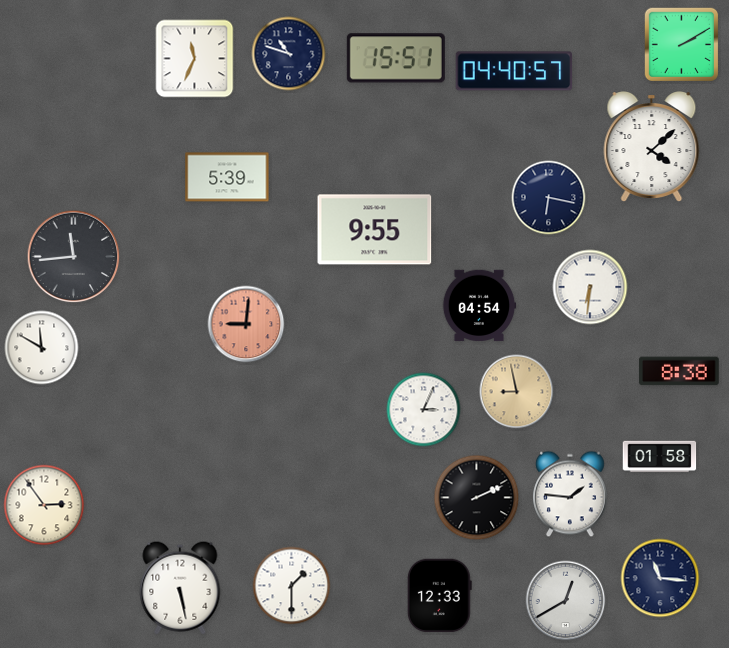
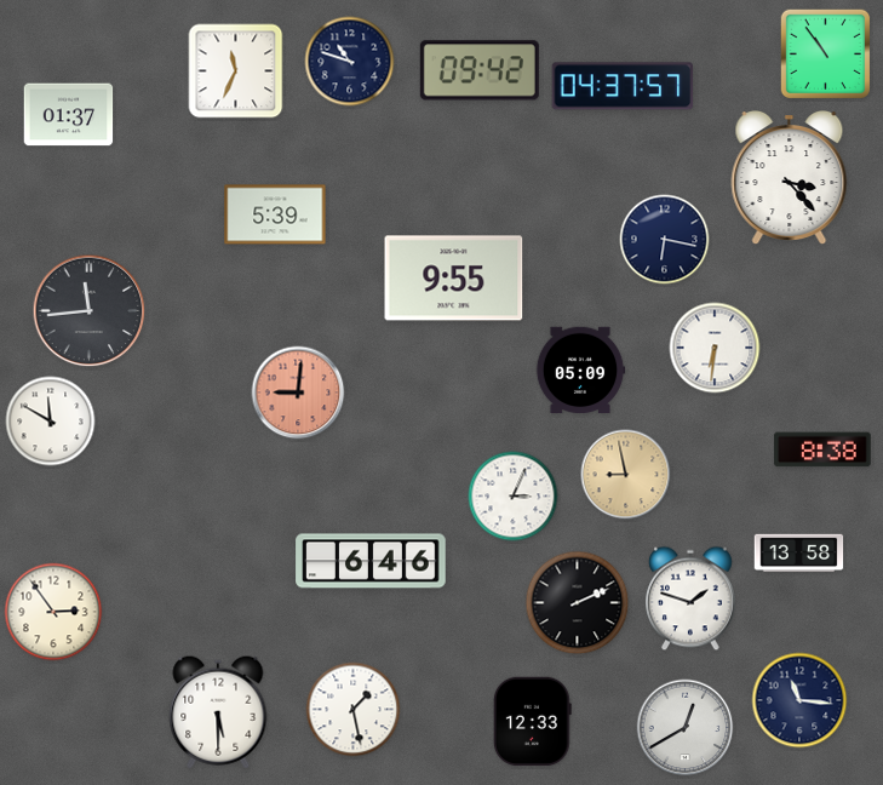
clock at (682, 45): 2:10 -> 10:54
clock at (289, 54) position: (289, 54) -> (350, 62)
clock at (396, 58): 15:51 -> 09:42
clock at (514, 71): 04:40 -> 04:37
clock at (69, 115): none -> 01:37
clock at (652, 147): 4:08 -> 3:23
clock at (479, 306): 04:54 -> 05:09
clock at (660, 457): 01:58 -> 13:58
clock at (371, 561): none -> 6:46
clock at (570, 494): 1:46 -> 1:48
clock at (292, 586): 1:30 -> 1:28
clock at (180, 588): 5:28 -> 5:30
